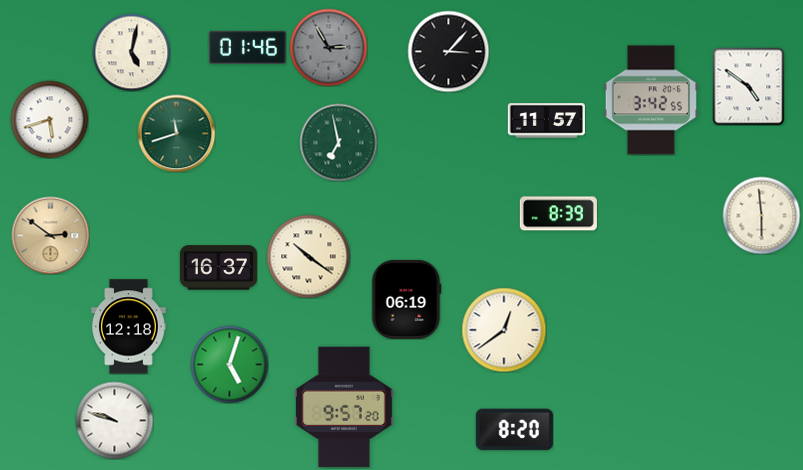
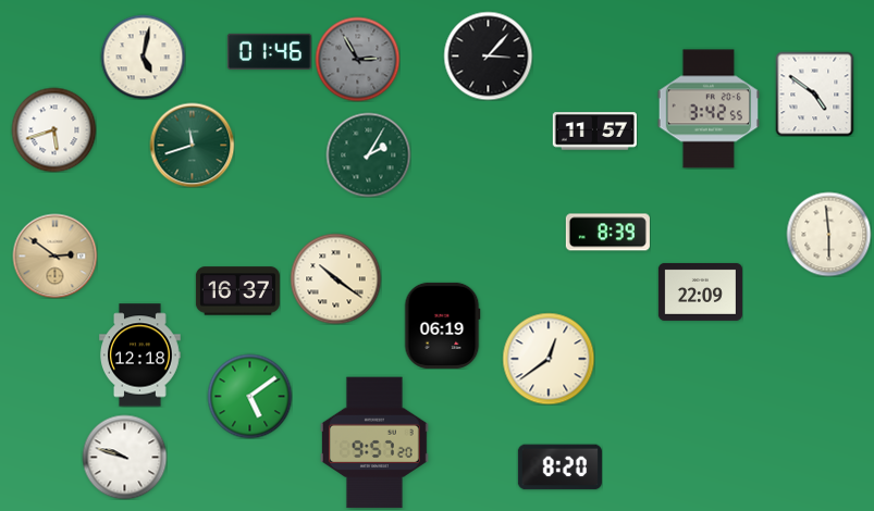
clock at (328, 47) position: (328, 47) -> (357, 59)
clock at (338, 142): 6:58 -> 2:05
clock at (700, 291): none -> 22:09
clock at (229, 364): 5:03 -> 5:09
